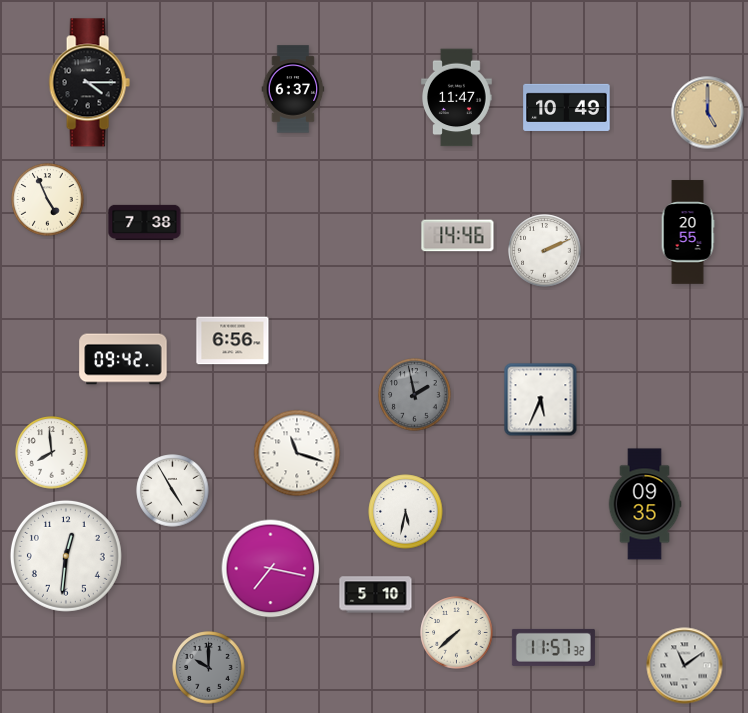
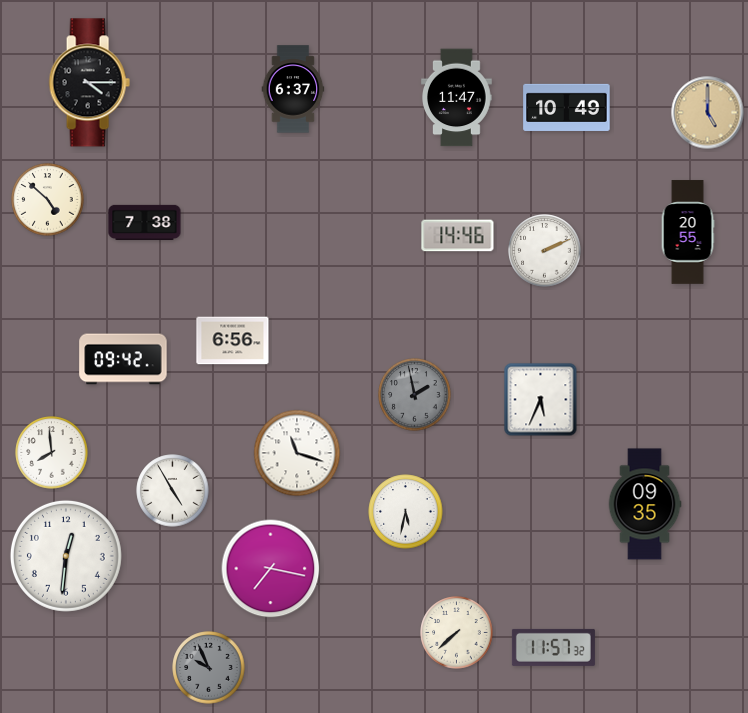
clock at (48, 200): 4:56 -> 4:52
clock at (376, 595): 5:10 -> none
clock at (685, 666): 11:09 -> none
clock at (209, 668): 10:00 -> 9:56
